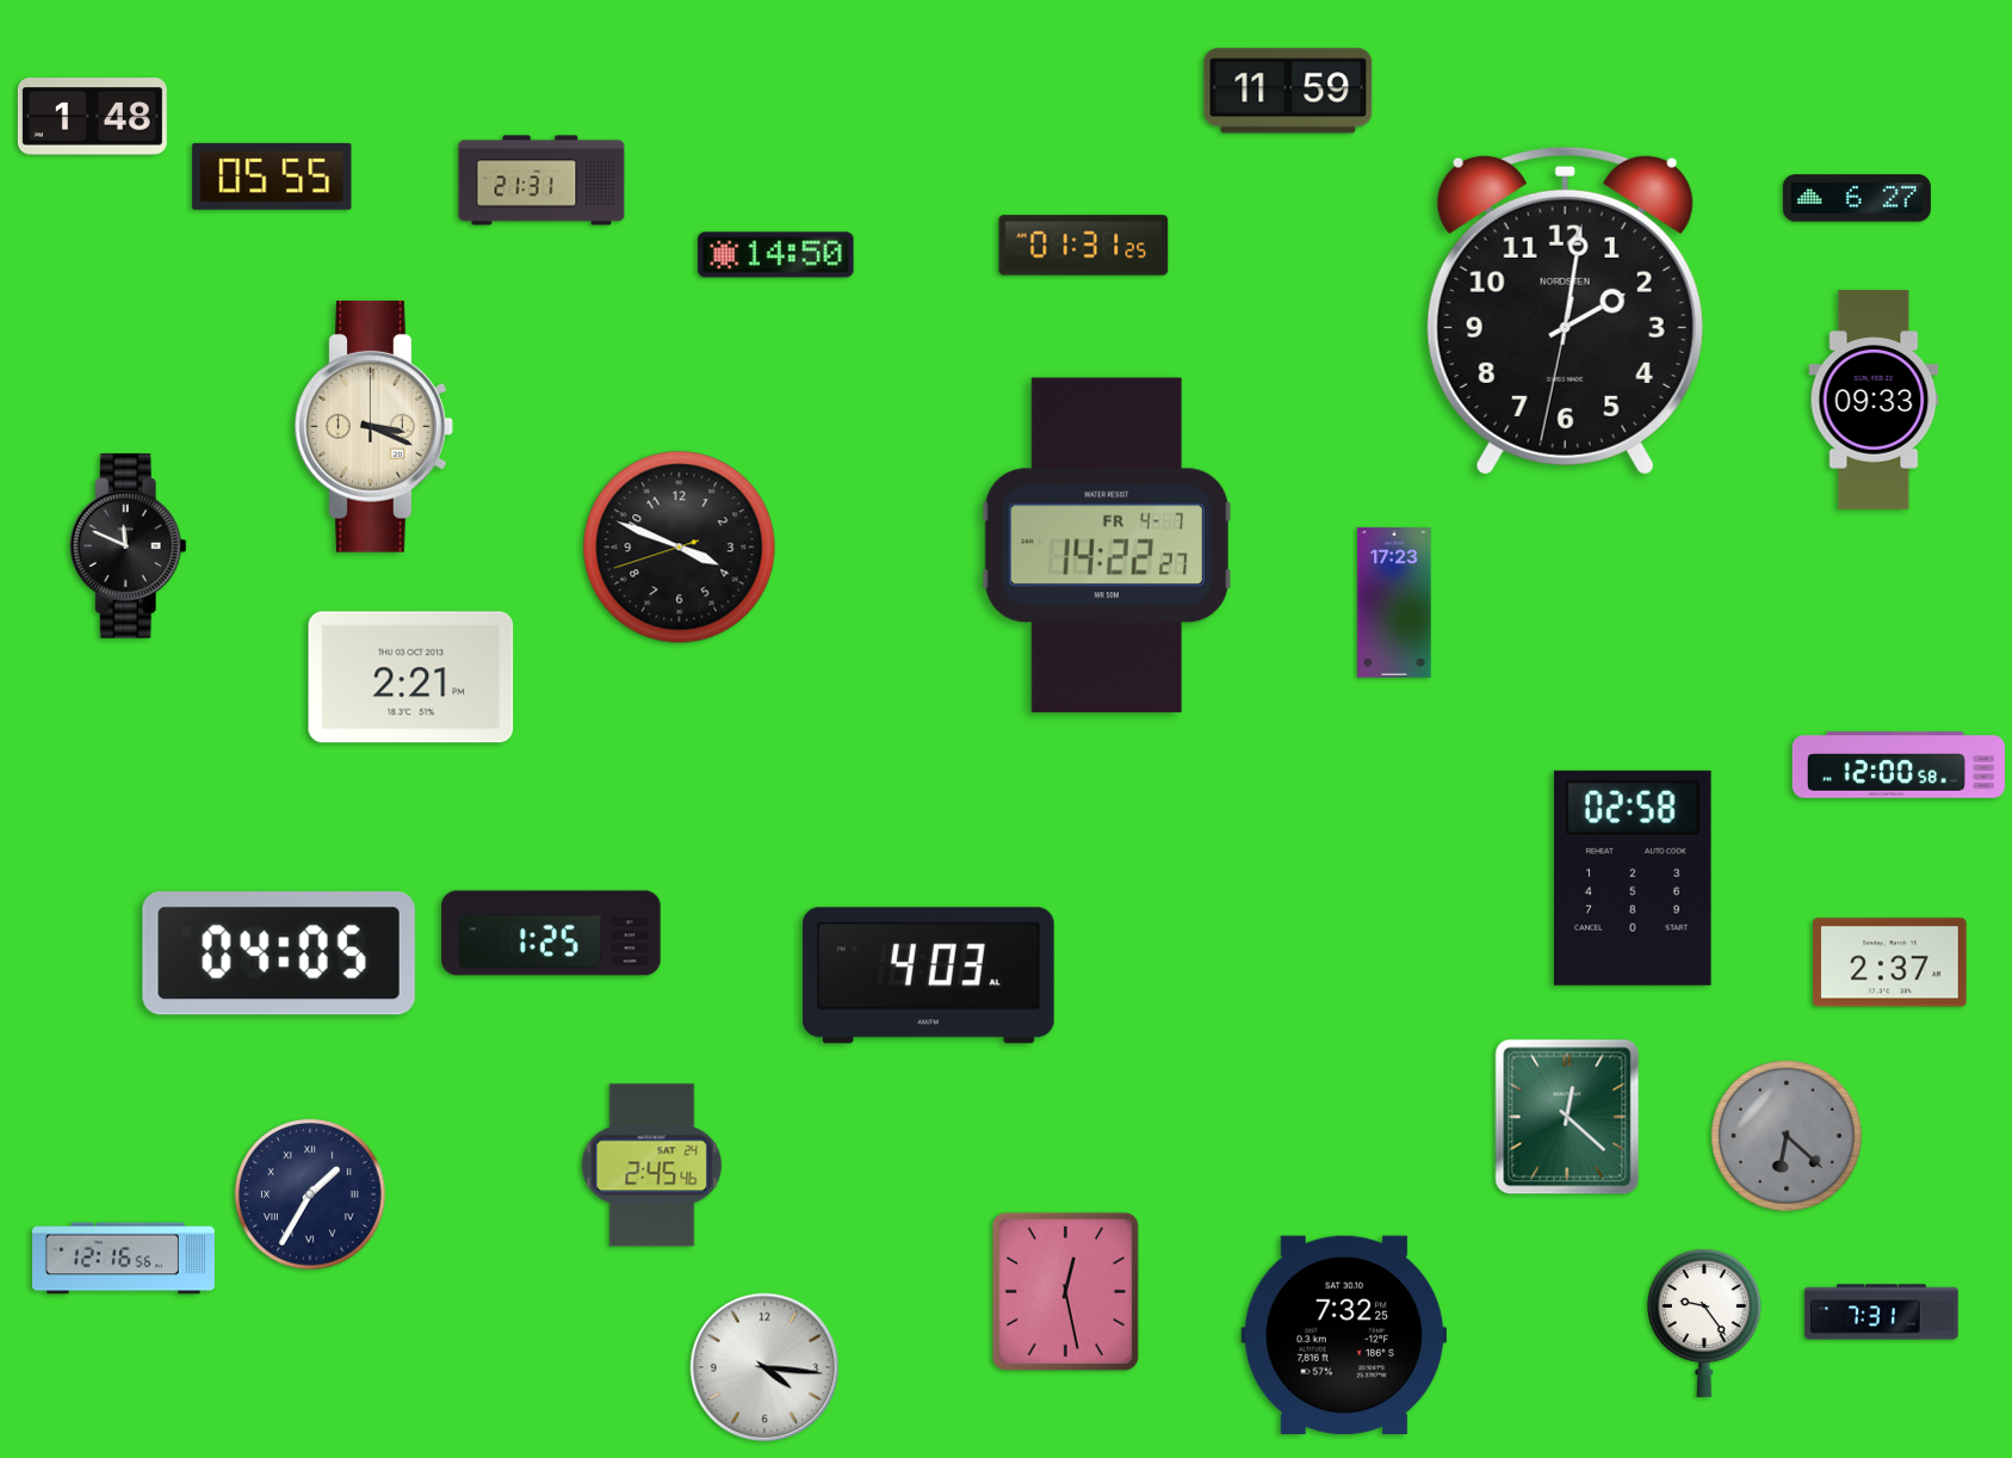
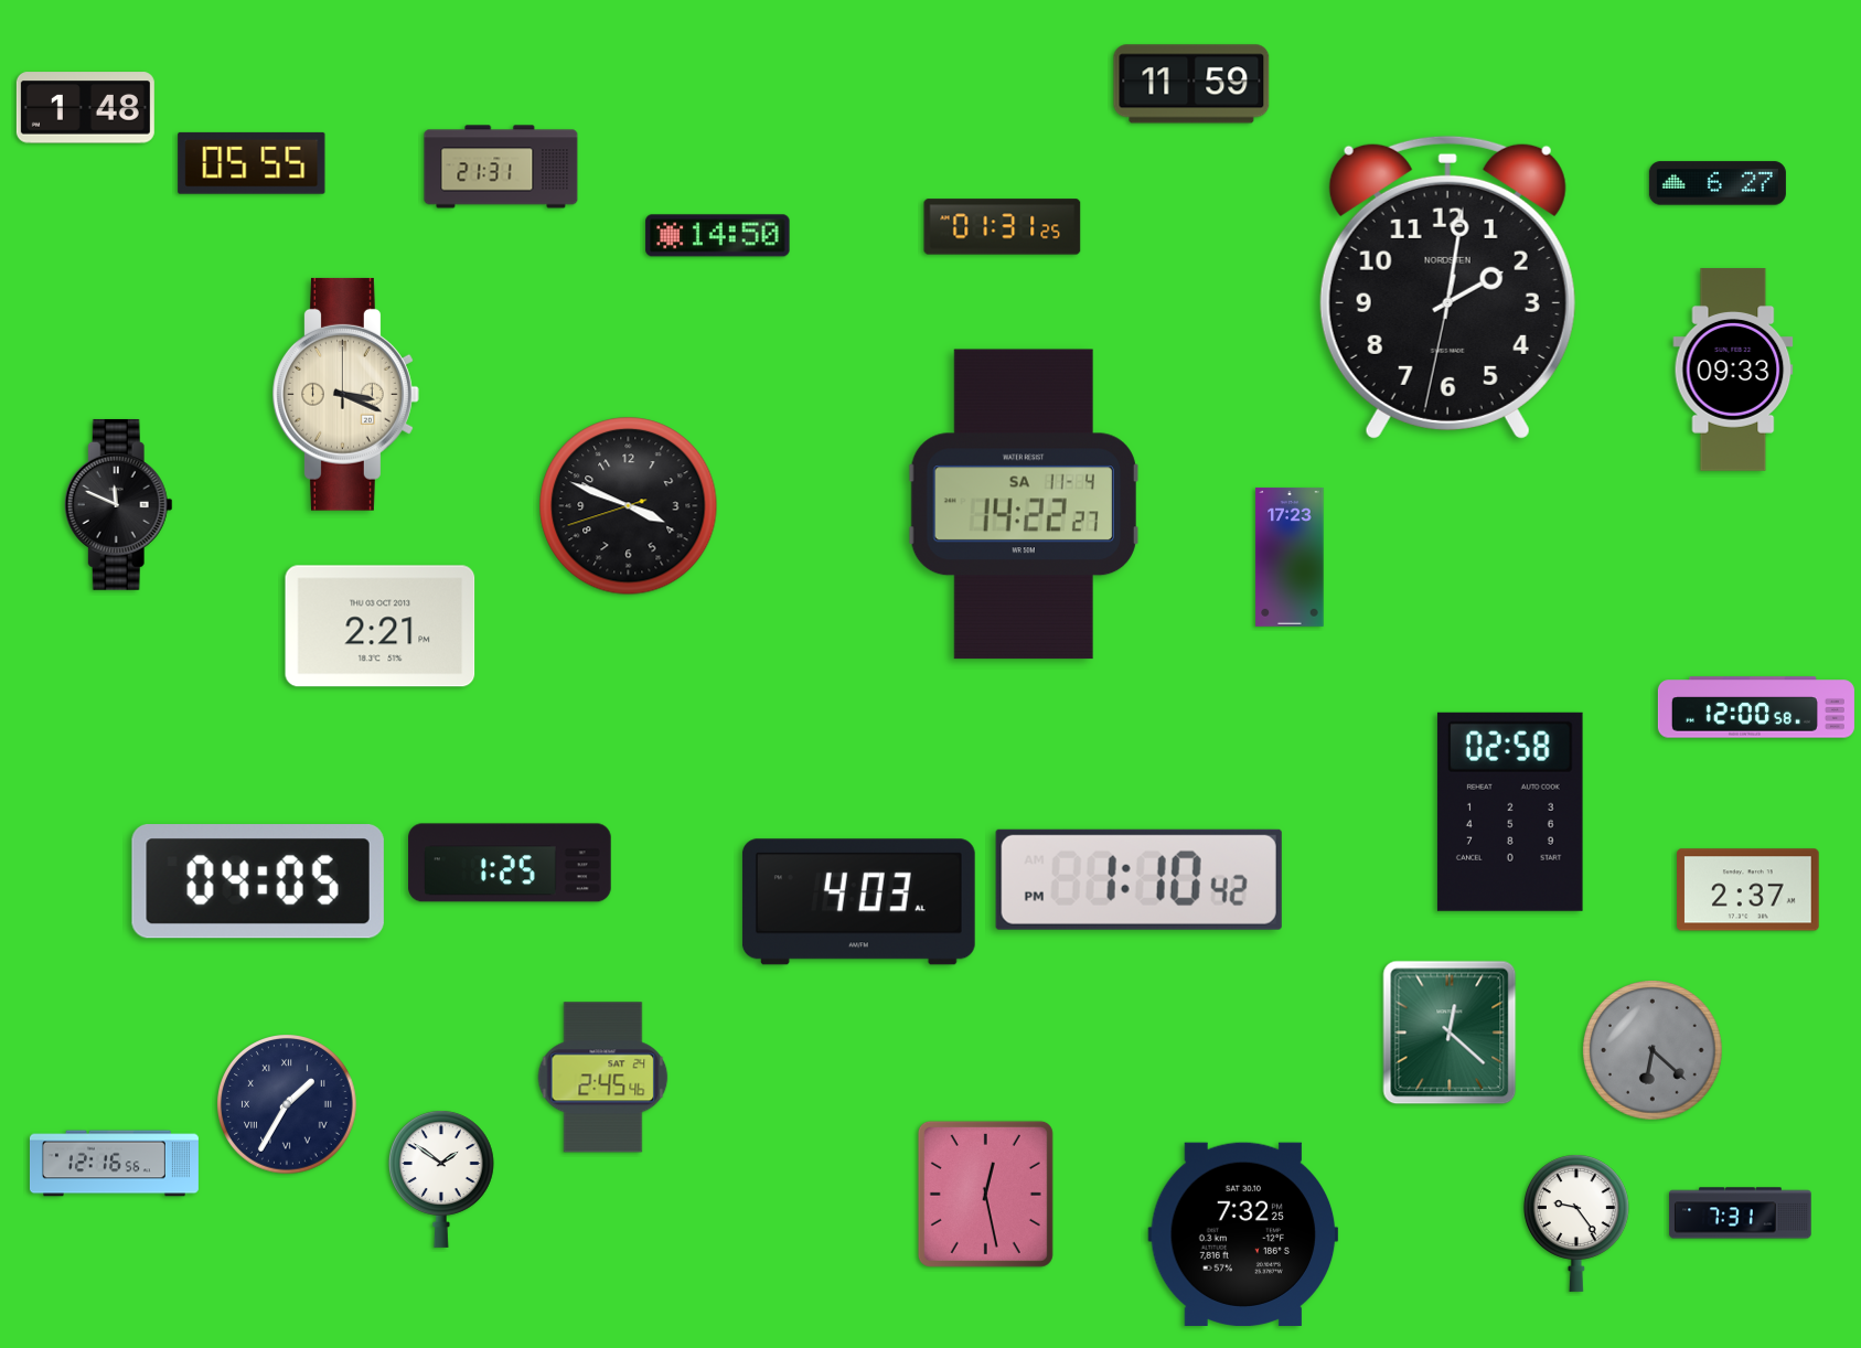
clock at (1107, 545) date: FR 4-7 -> SA 11-4
clock at (1138, 879): none -> 1:10
clock at (441, 1179): none -> 1:51
clock at (764, 1367): 4:16 -> none
